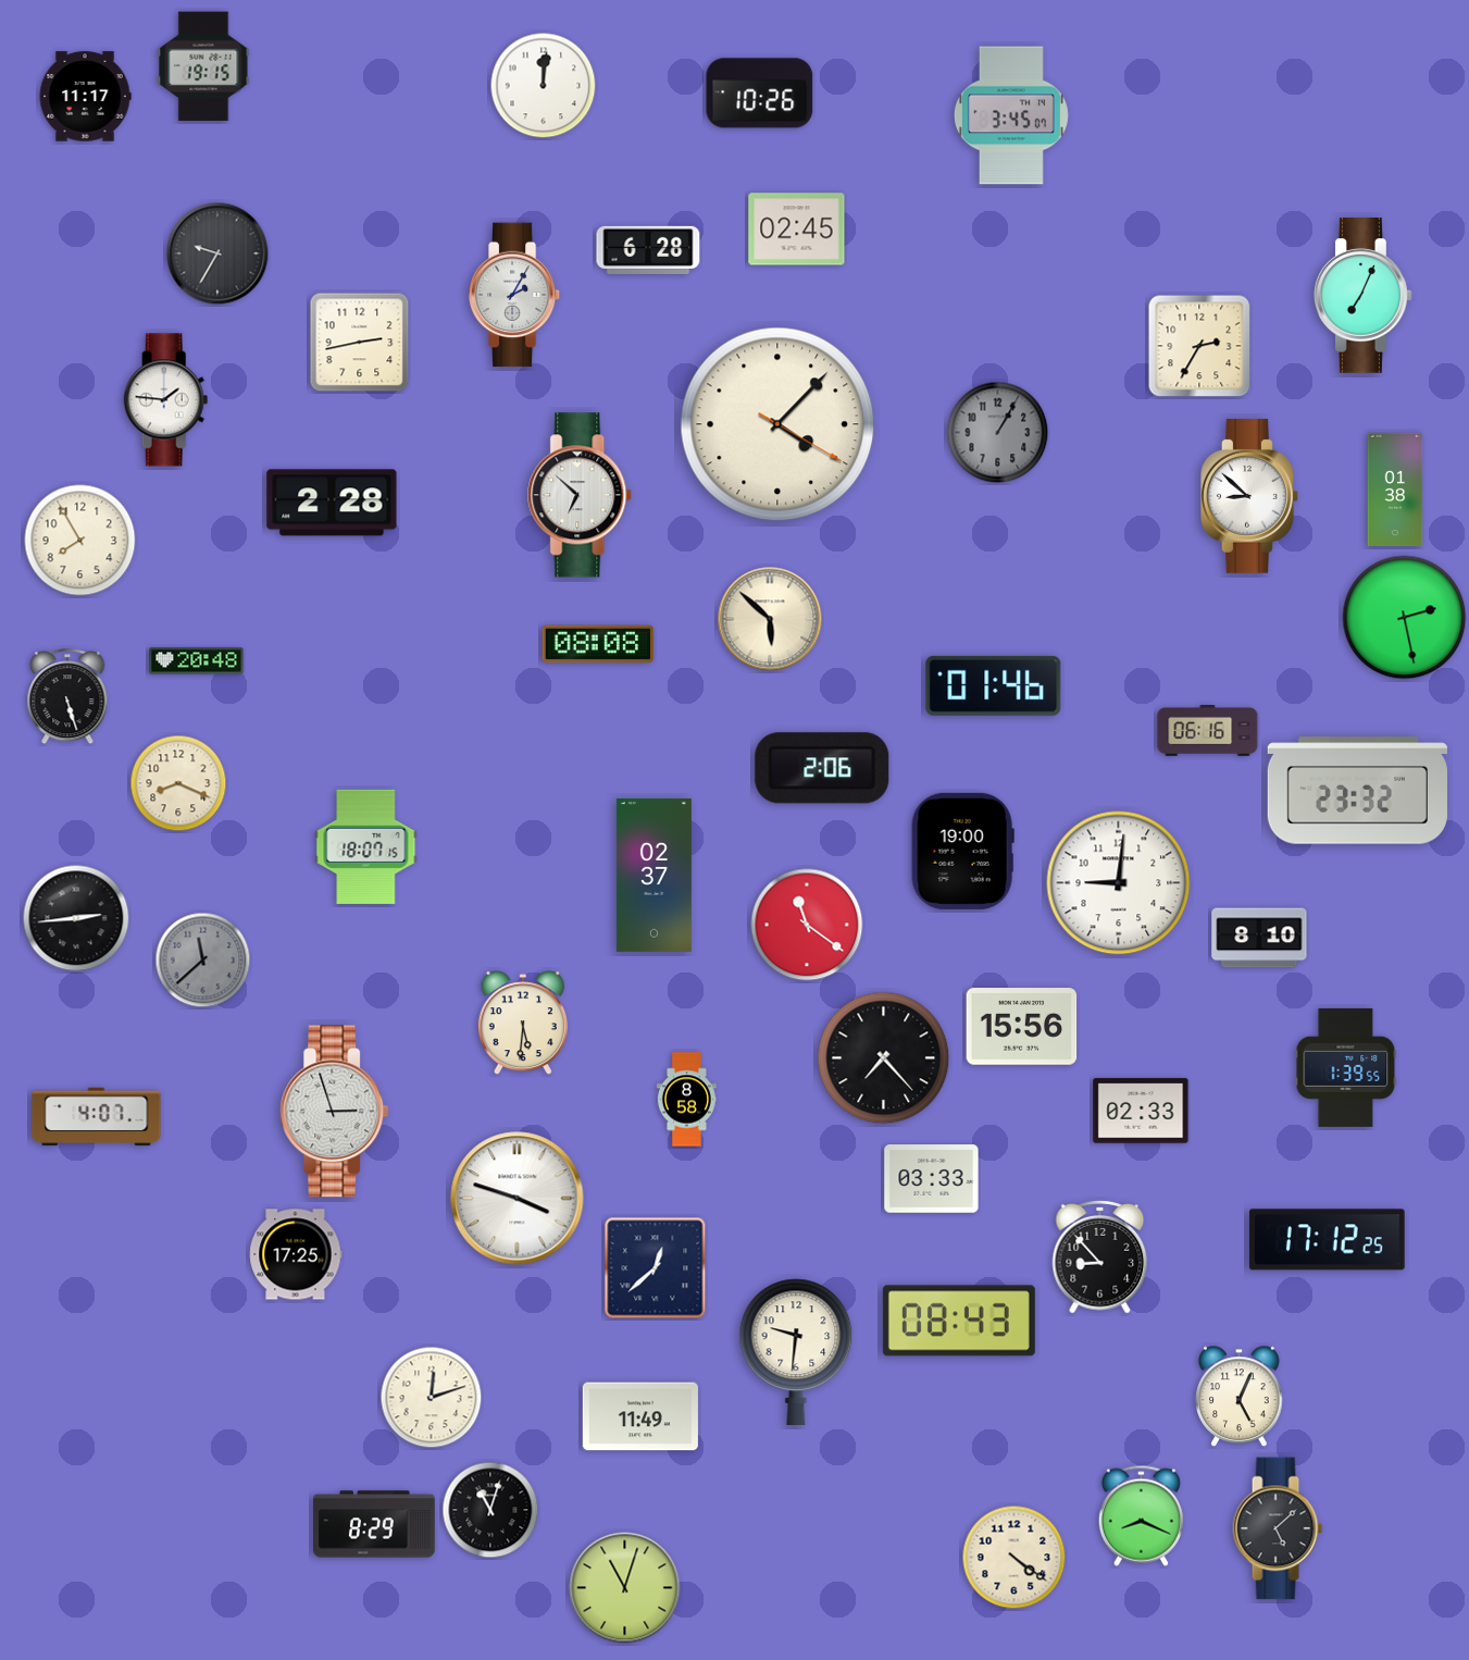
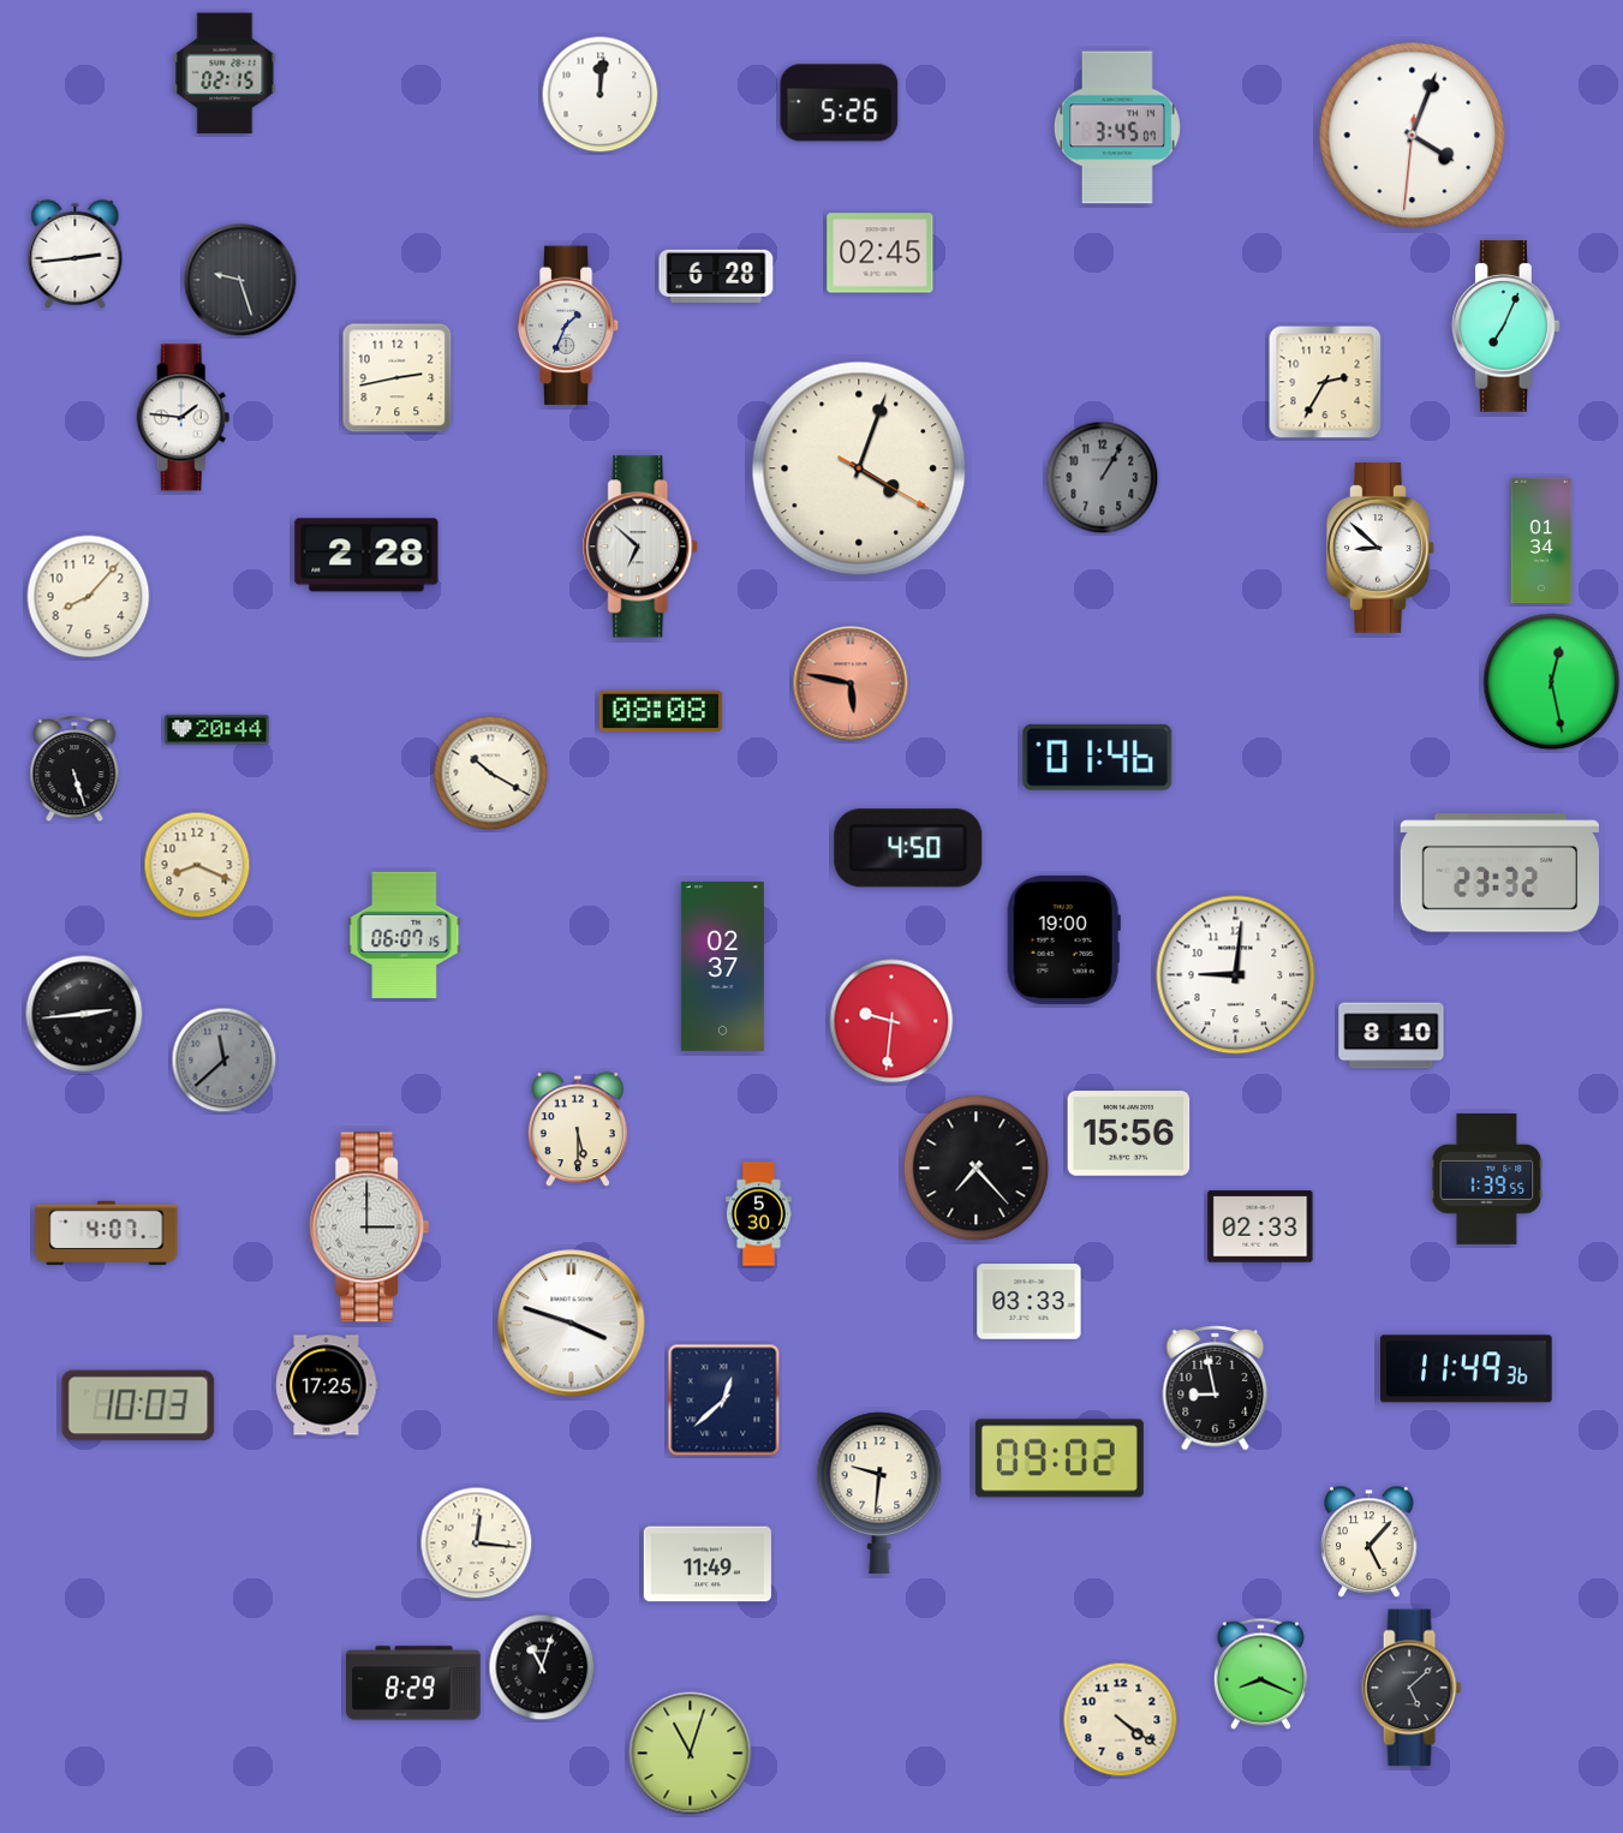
clock at (203, 66): 19:15 -> 02:15
clock at (760, 94): 10:26 -> 5:26
clock at (85, 97): 11:17 -> none
clock at (1413, 136): none -> 4:03
clock at (76, 253): none -> 2:44
clock at (217, 253): 9:35 -> 9:27
clock at (514, 295): 2:05 -> 1:34
clock at (166, 400) position: (166, 400) -> (184, 418)
clock at (777, 424): 4:07 -> 4:03
clock at (1395, 490): 01:38 -> 01:34
clock at (80, 541): 7:55 -> 8:07
clock at (1405, 618): 2:28 -> 12:28
clock at (770, 619): 5:52 -> 5:47
clock at (770, 619) dial: cream -> salmon
clock at (197, 661): 20:48 -> 20:44
clock at (491, 774): none -> 10:20
clock at (1208, 731): 06:16 -> none
clock at (822, 768): 2:06 -> 4:50
clock at (366, 846): 18:07 -> 06:07
clock at (807, 925): 11:21 -> 9:31
clock at (523, 1024): 5:31 -> 5:30
clock at (686, 1100): 8:58 -> 5:30
clock at (335, 1112): 2:57 -> 3:00
clock at (1327, 1240): 17:12 -> 11:49
clock at (1100, 1256): 8:53 -> 8:58
clock at (138, 1405): none -> 10:03
clock at (959, 1321): 08:43 -> 09:02
clock at (1240, 1397): 5:04 -> 5:07
clock at (432, 1398): 12:12 -> 12:16
